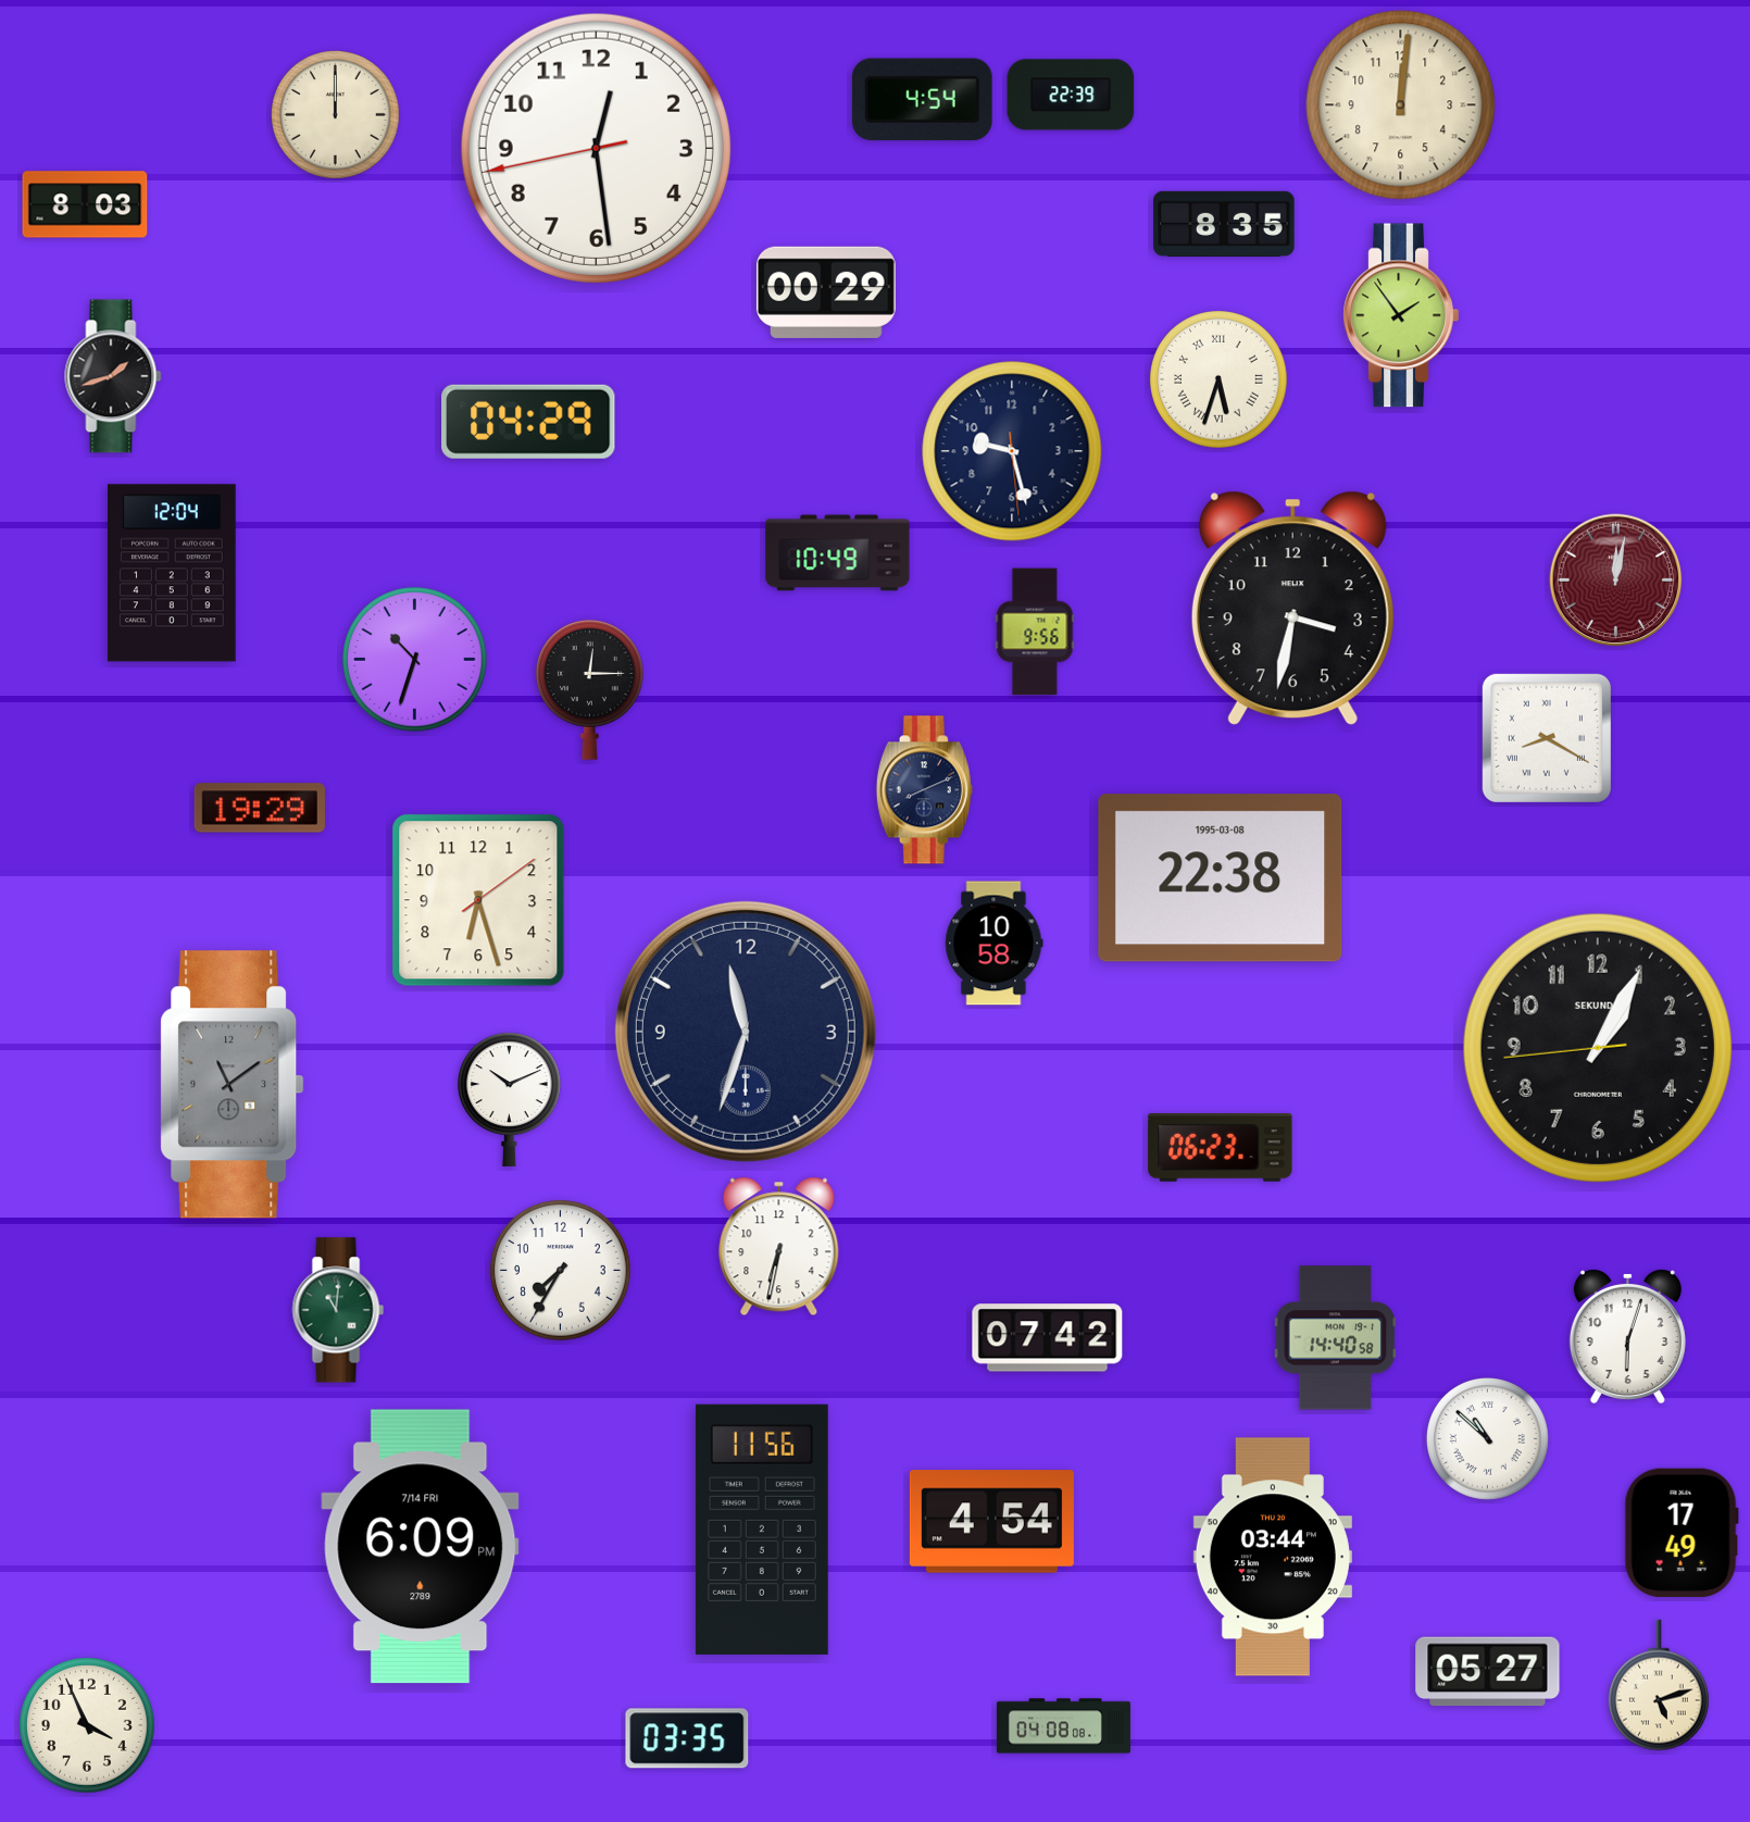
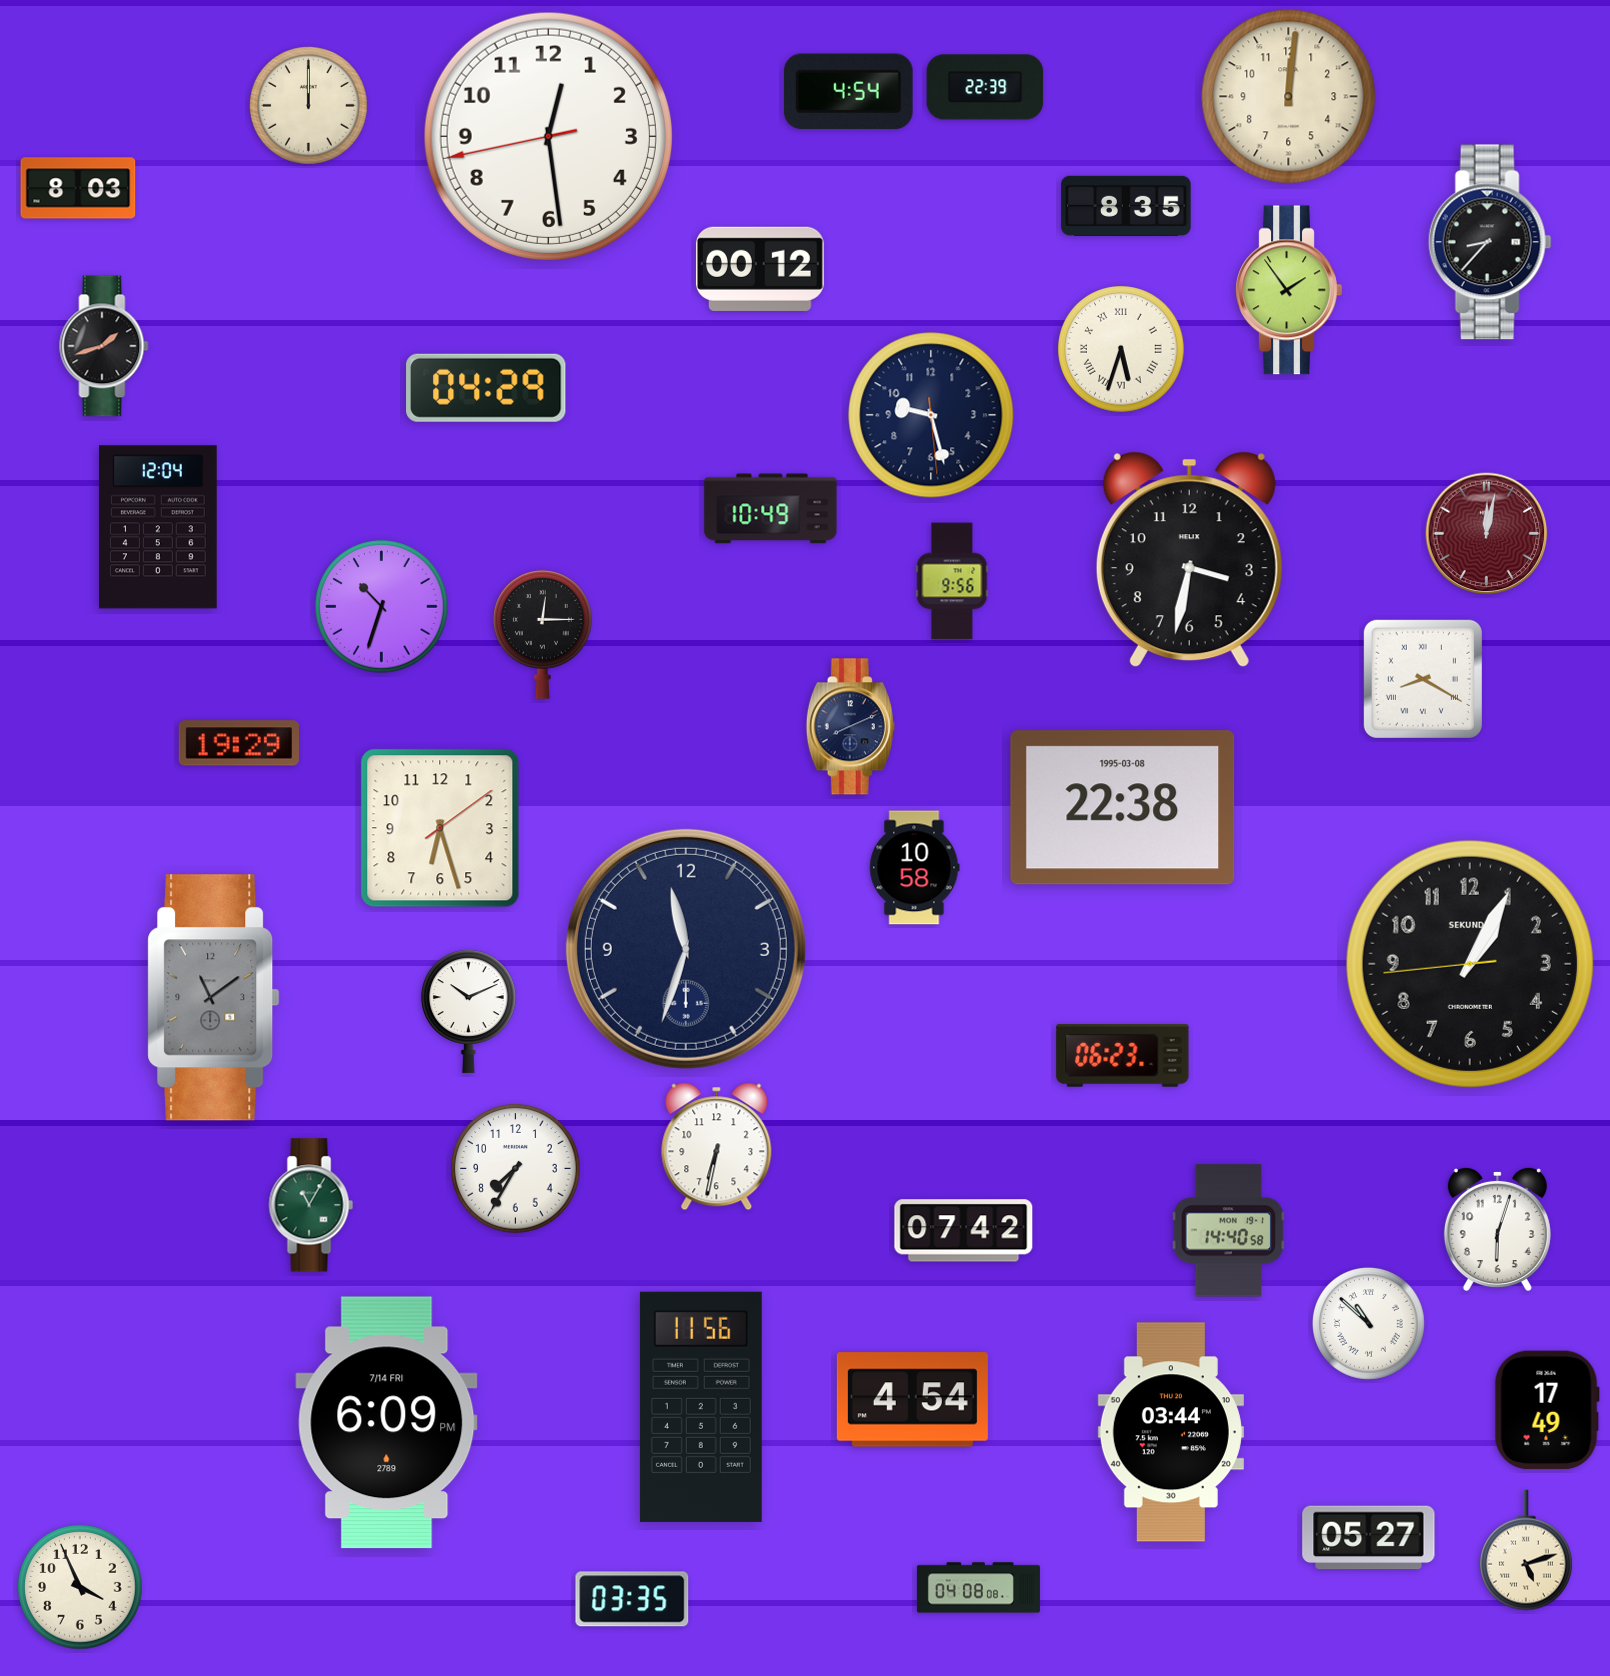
clock at (1490, 242): none -> 8:37
clock at (826, 292): 00:29 -> 00:12
clock at (338, 1310): 11:01 -> 11:05
